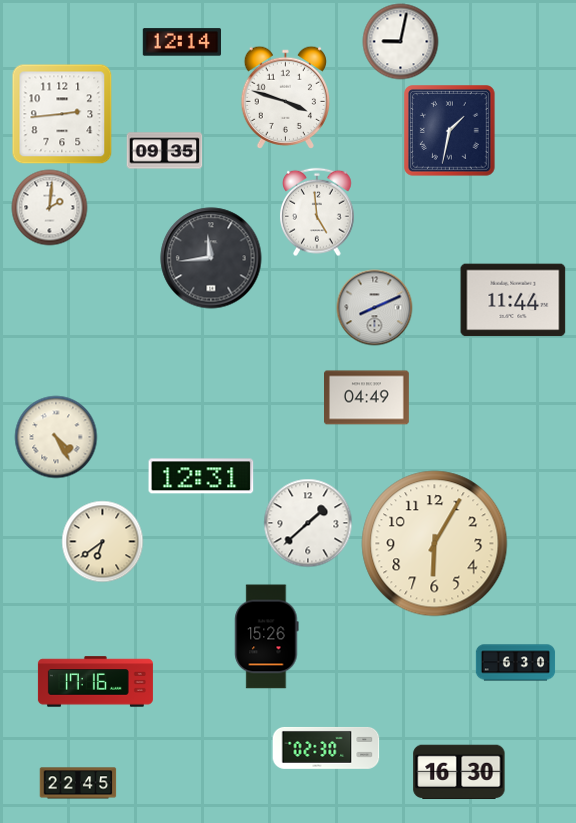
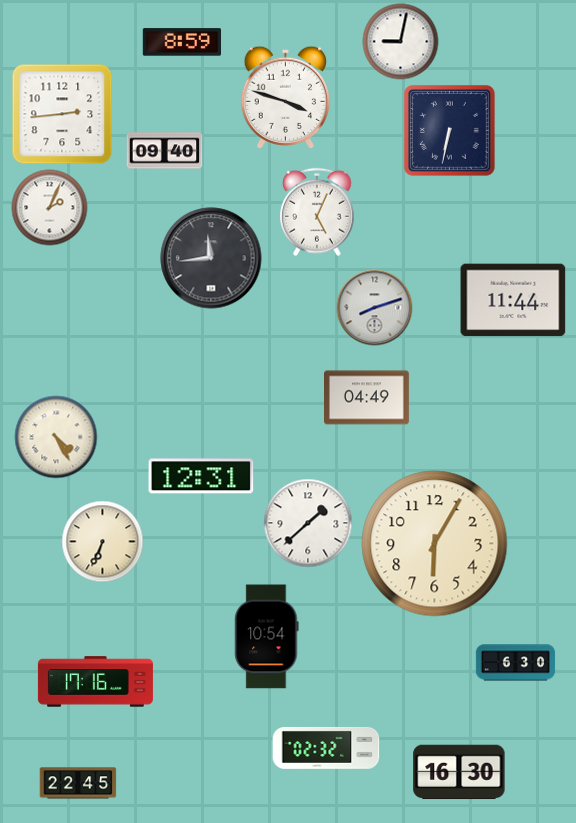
clock at (182, 42): 12:14 -> 8:59
clock at (450, 131): 1:32 -> 6:32
clock at (165, 151): 09:35 -> 09:40
clock at (50, 208): 2:01 -> 2:04
clock at (318, 212): 4:59 -> 5:04
clock at (375, 308): 8:11 -> 8:12
clock at (103, 542): 6:39 -> 6:34
clock at (267, 637): 15:26 -> 10:54
clock at (326, 748): 02:30 -> 02:32
